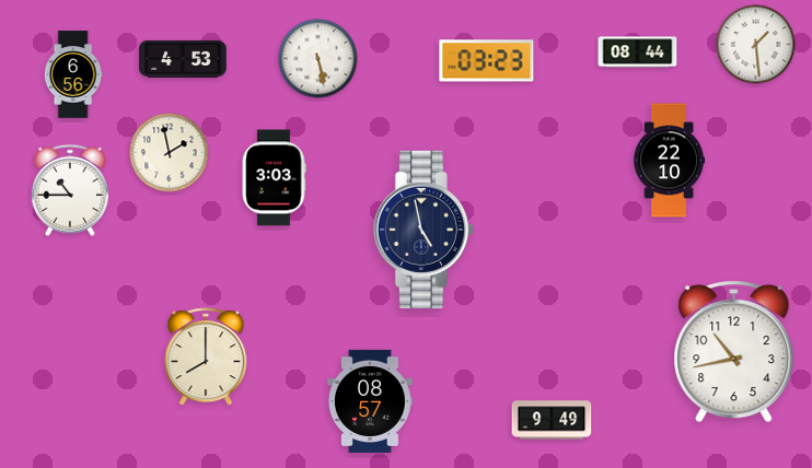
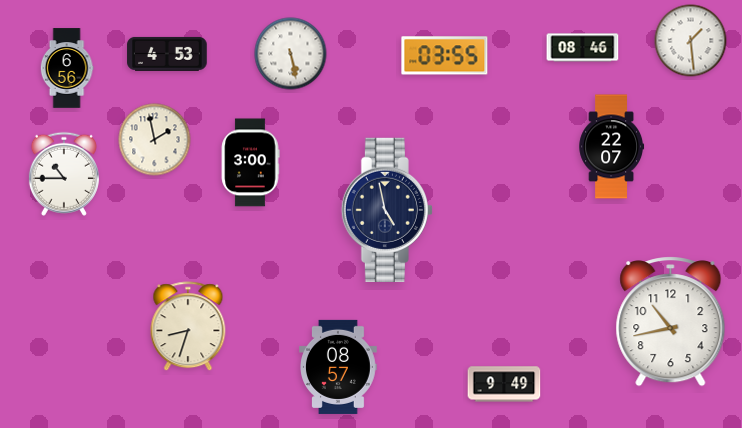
clock at (638, 52): 08:44 -> 08:46
clock at (487, 61): 03:23 -> 03:55
clock at (669, 161): 22:10 -> 22:07
clock at (274, 178): 3:03 -> 3:00
clock at (206, 358): 8:00 -> 8:33
